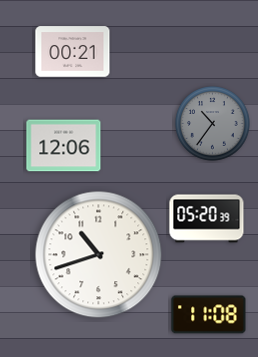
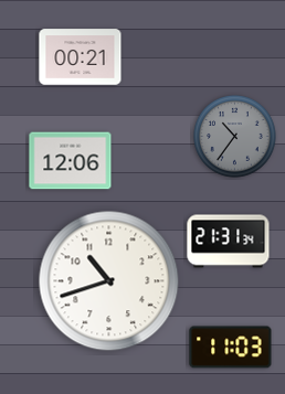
clock at (207, 219): 05:20 -> 21:31
clock at (209, 315): 11:08 -> 11:03
